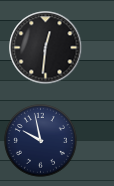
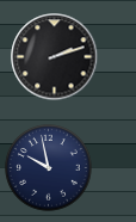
clock at (46, 48): 12:31 -> 2:12
